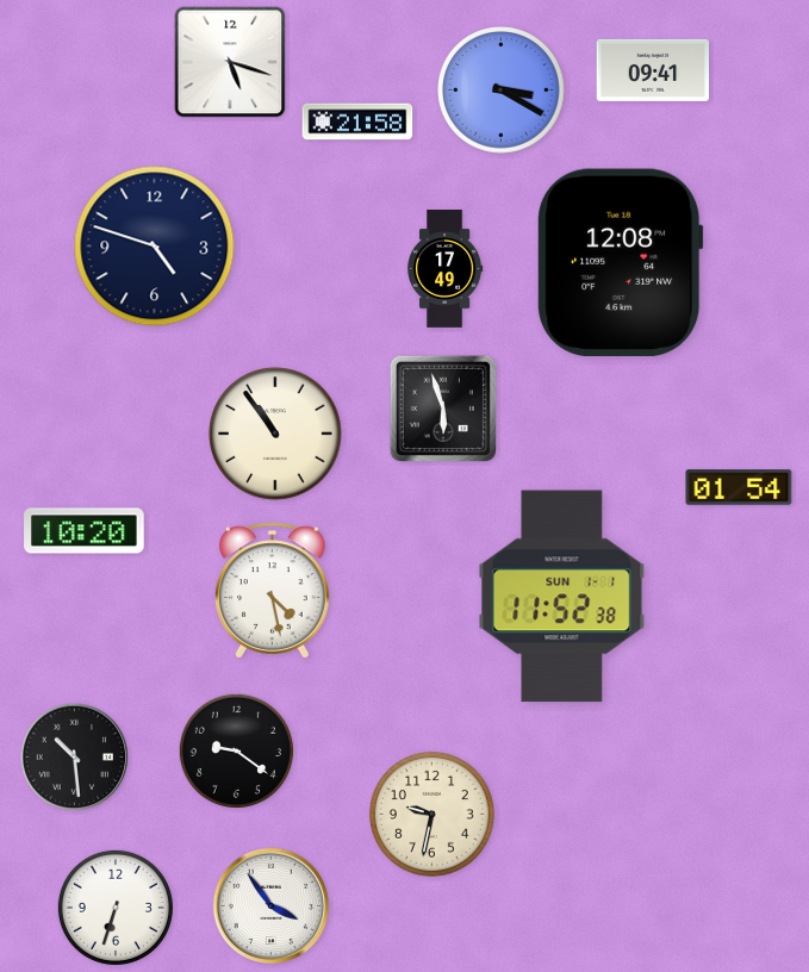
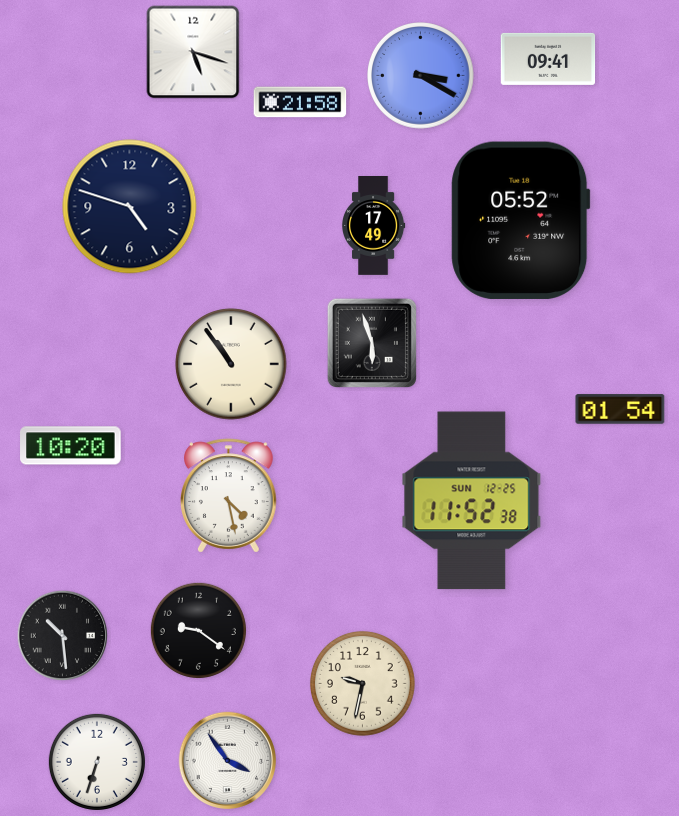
clock at (621, 262): 12:08 -> 05:52
clock at (562, 597) date: SUN 1-1 -> SUN 12-25
